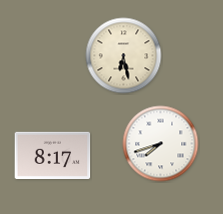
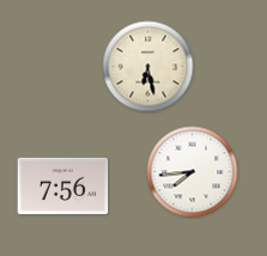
clock at (161, 144): 7:42 -> 7:44
clock at (53, 155): 8:17 -> 7:56
